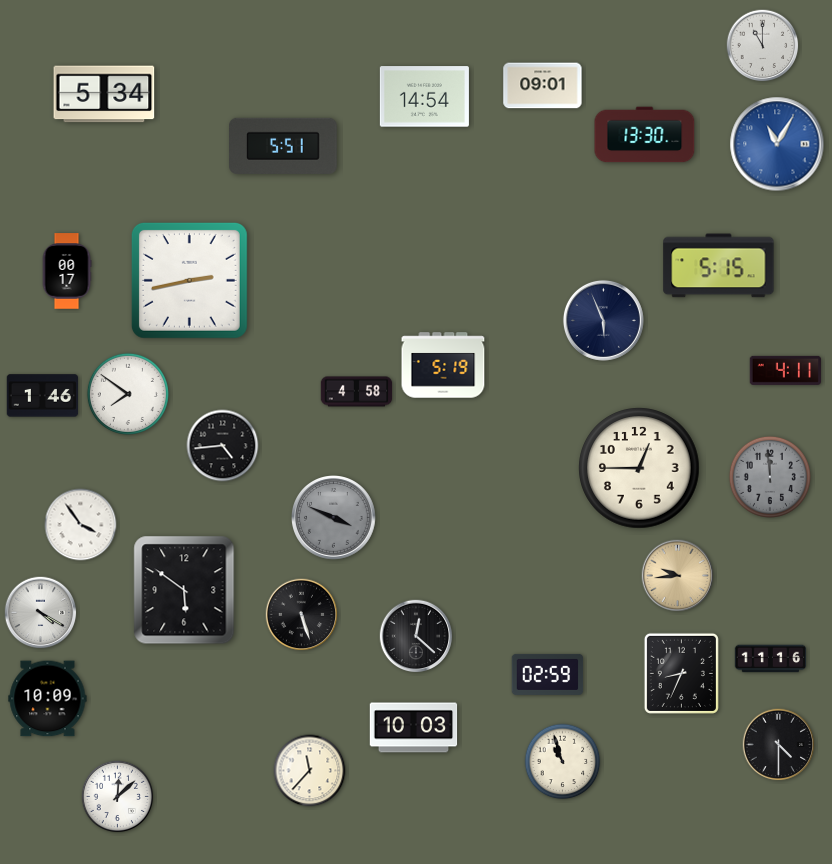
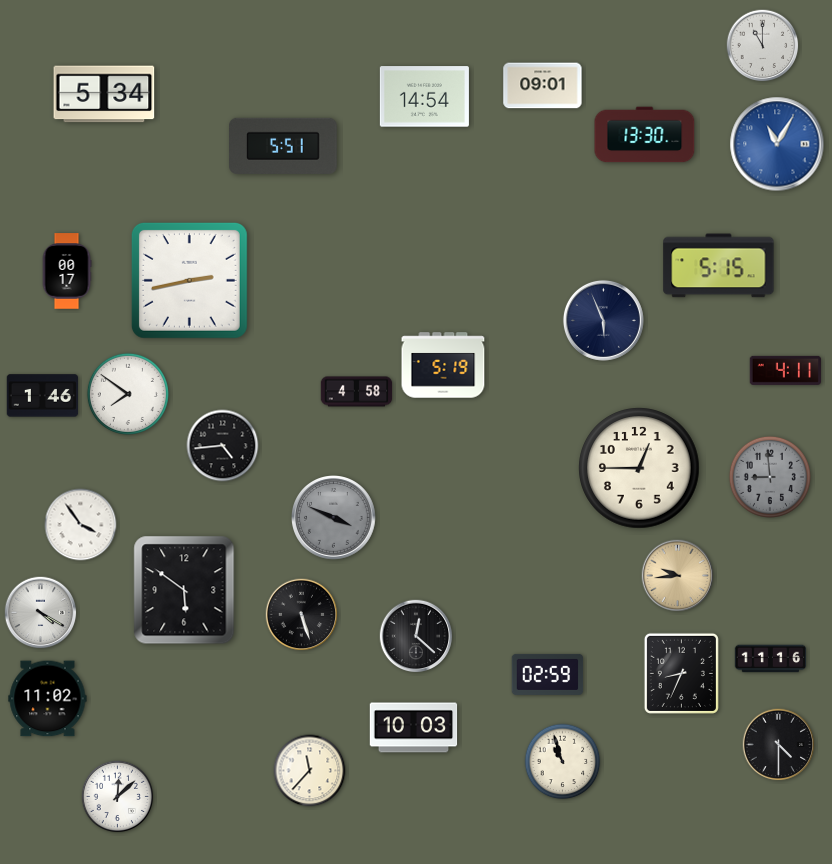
clock at (770, 477): 11:59 -> 8:59
clock at (48, 699): 10:09 -> 11:02
